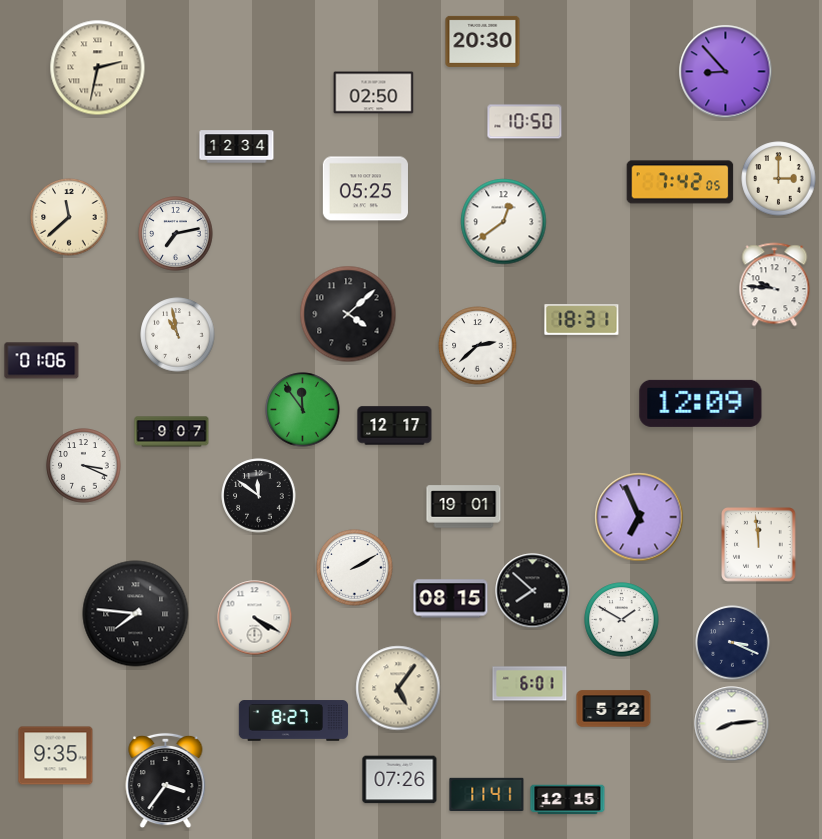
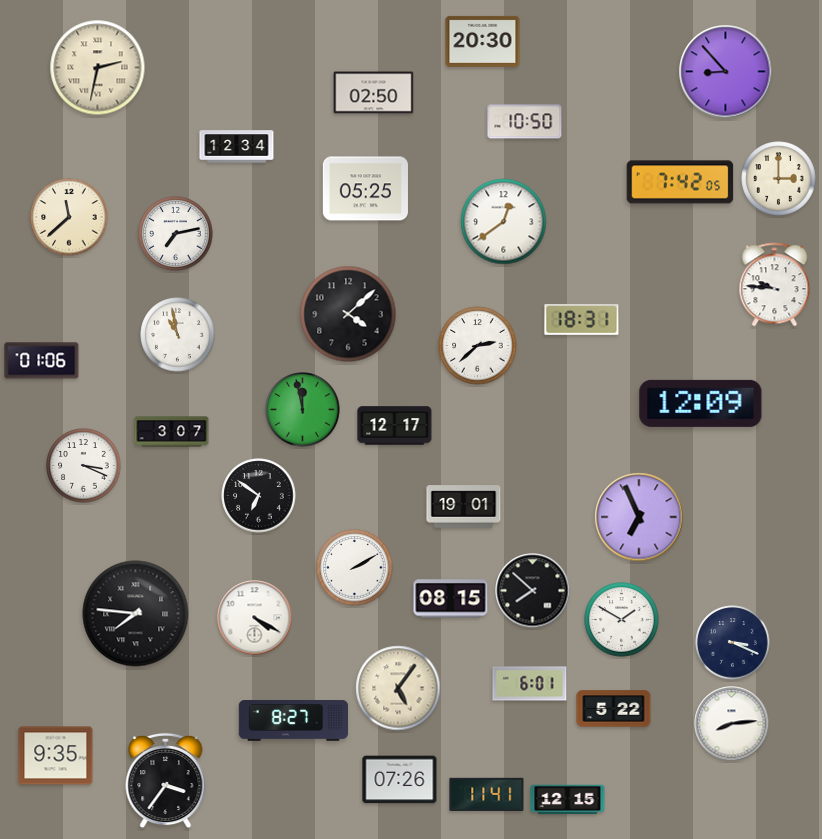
clock at (303, 410): 11:54 -> 11:58
clock at (172, 432): 9:07 -> 3:07
clock at (259, 496): 11:51 -> 6:51
clock at (759, 545): 11:59 -> none
